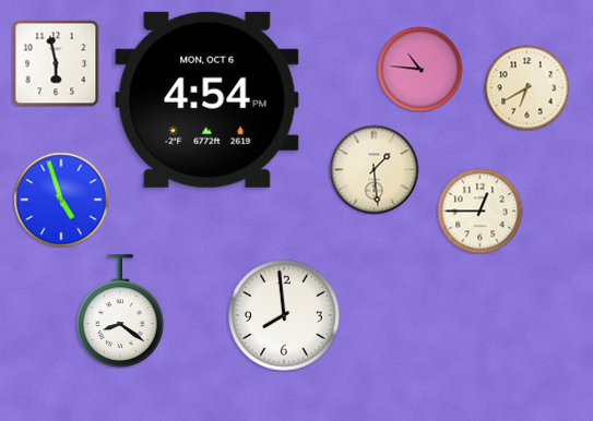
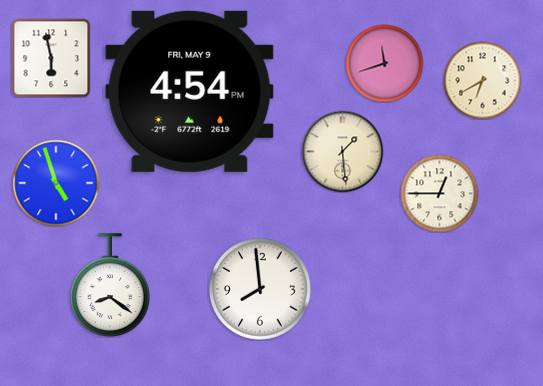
clock at (419, 69): 10:46 -> 11:42
clock at (207, 99) date: MON, OCT 6 -> FRI, MAY 9
clock at (373, 169) position: (373, 169) -> (342, 151)
